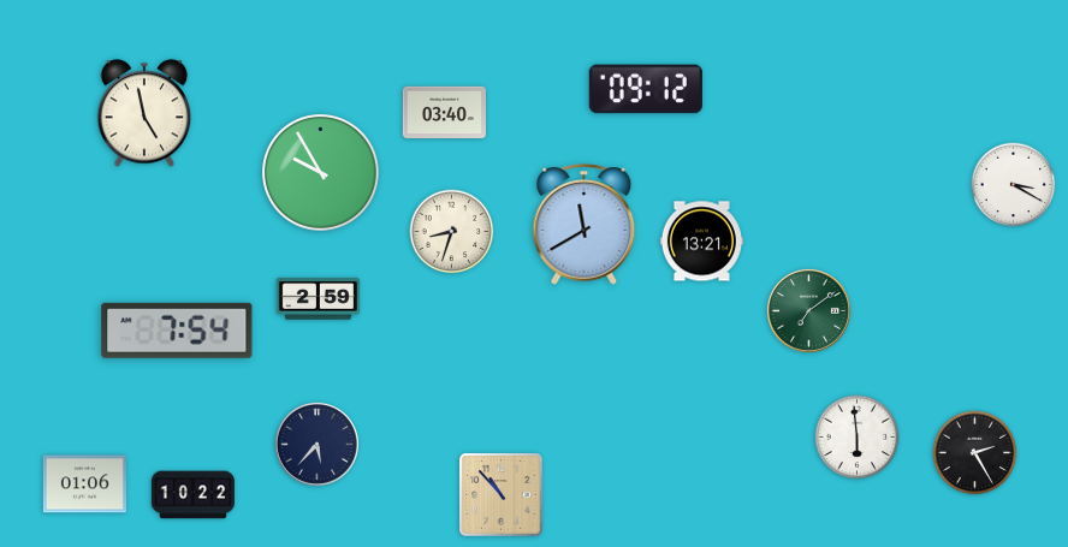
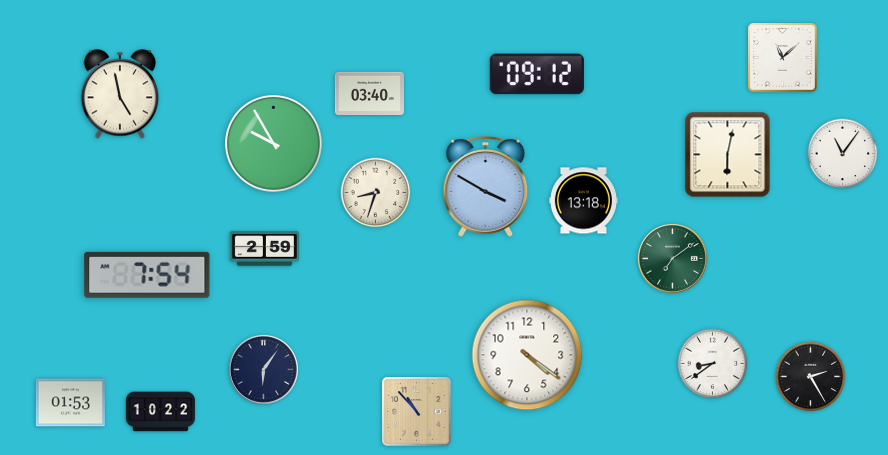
clock at (783, 58): none -> 11:08
clock at (321, 173) position: (321, 173) -> (274, 144)
clock at (1014, 185): 3:20 -> 11:06
clock at (728, 155): none -> 6:02
clock at (585, 225): 11:40 -> 3:50
clock at (701, 242): 13:21 -> 13:18
clock at (527, 355): none -> 4:21
clock at (858, 438): 5:59 -> 8:39
clock at (316, 444): 5:37 -> 6:06
clock at (84, 484): 01:06 -> 01:53
